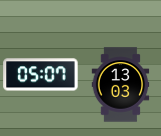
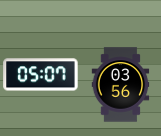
clock at (121, 85): 13:03 -> 03:56
